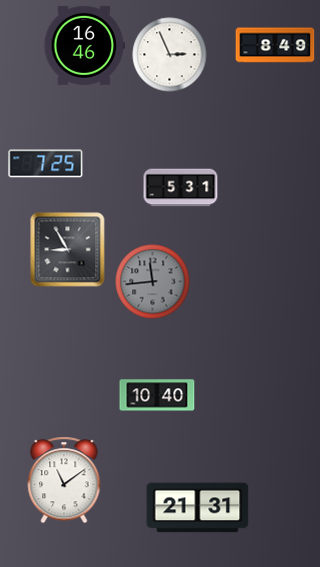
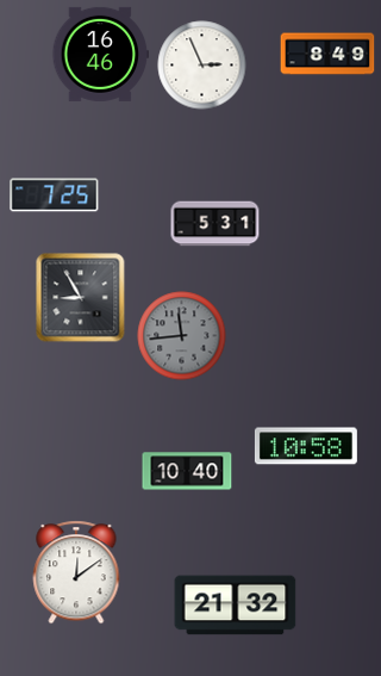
clock at (306, 446): none -> 10:58
clock at (64, 480): 11:09 -> 12:09
clock at (198, 508): 21:31 -> 21:32
